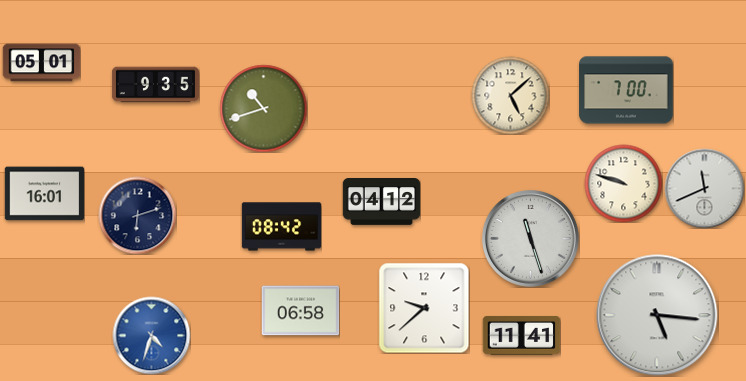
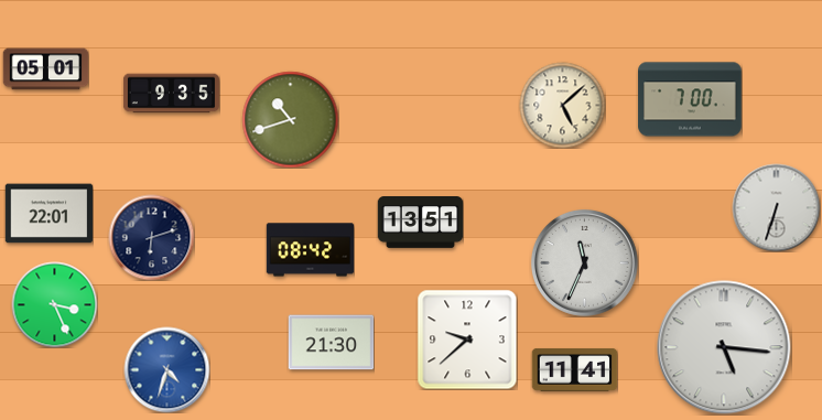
clock at (623, 183): 9:48 -> none
clock at (704, 188): 11:41 -> 6:33
clock at (44, 194): 16:01 -> 22:01
clock at (381, 202): 04:12 -> 13:51
clock at (530, 238): 11:27 -> 11:34
clock at (54, 304): none -> 3:26
clock at (300, 311): 06:58 -> 21:30
